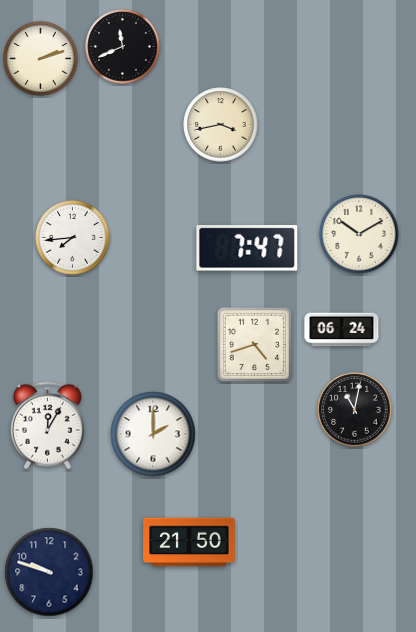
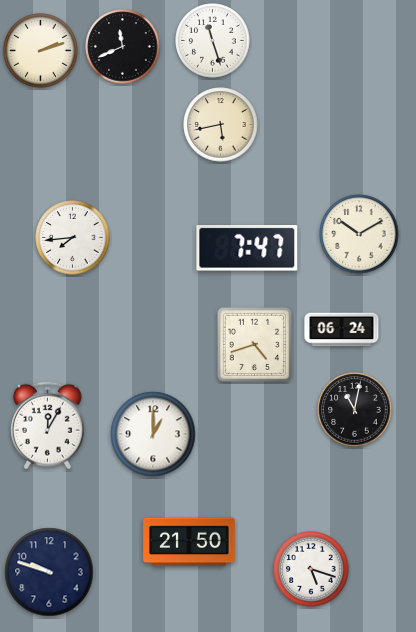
clock at (213, 41): none -> 11:27
clock at (41, 59) position: (41, 59) -> (41, 51)
clock at (221, 125): 3:43 -> 5:43
clock at (153, 434): 2:00 -> 1:00
clock at (311, 569): none -> 5:18
